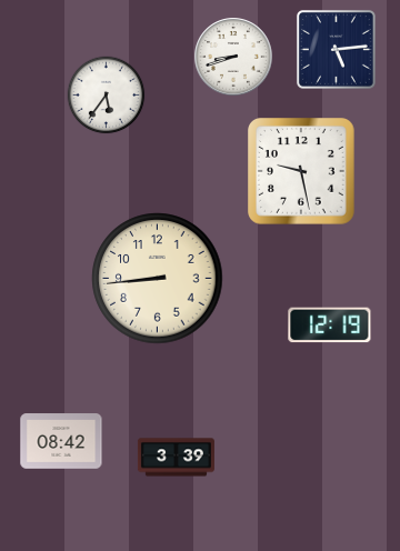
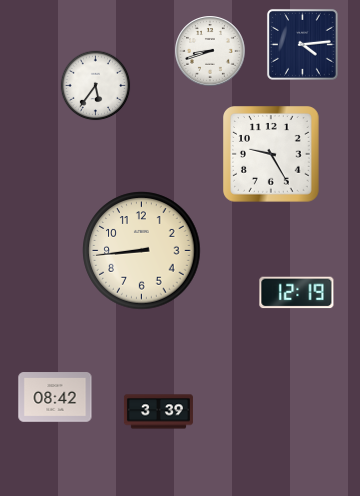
clock at (336, 49): 5:14 -> 4:14
clock at (302, 172): 9:28 -> 9:25
